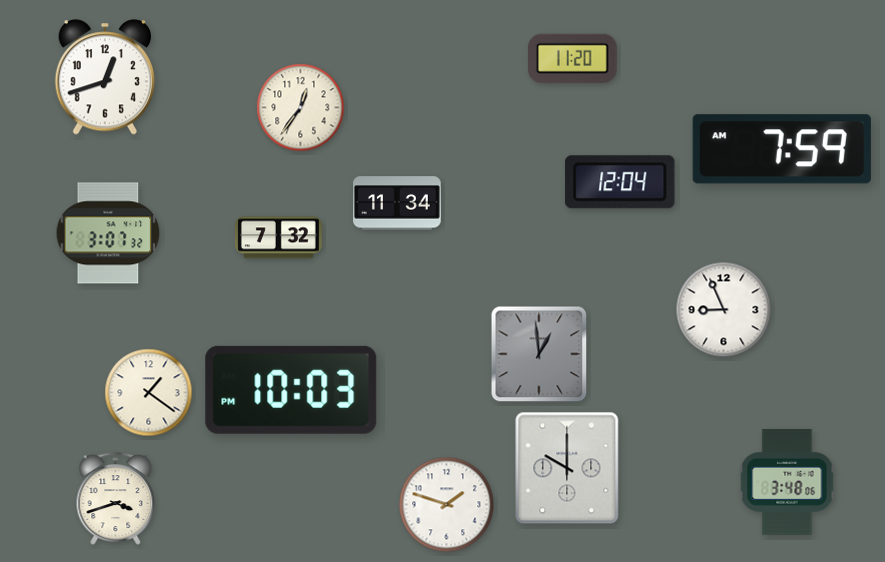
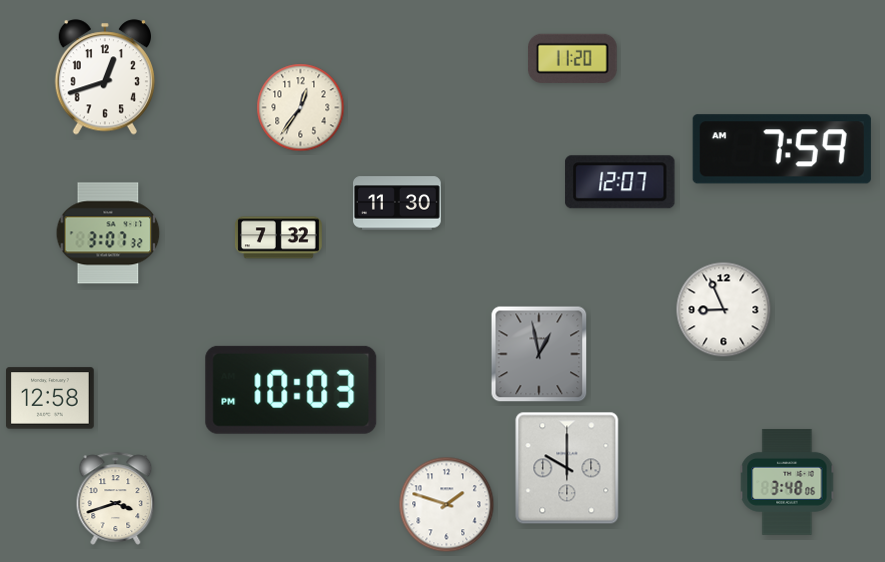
clock at (620, 182): 12:04 -> 12:07
clock at (398, 203): 11:34 -> 11:30
clock at (539, 354): 12:59 -> 12:58
clock at (149, 393): 1:21 -> none
clock at (51, 398): none -> 12:58
